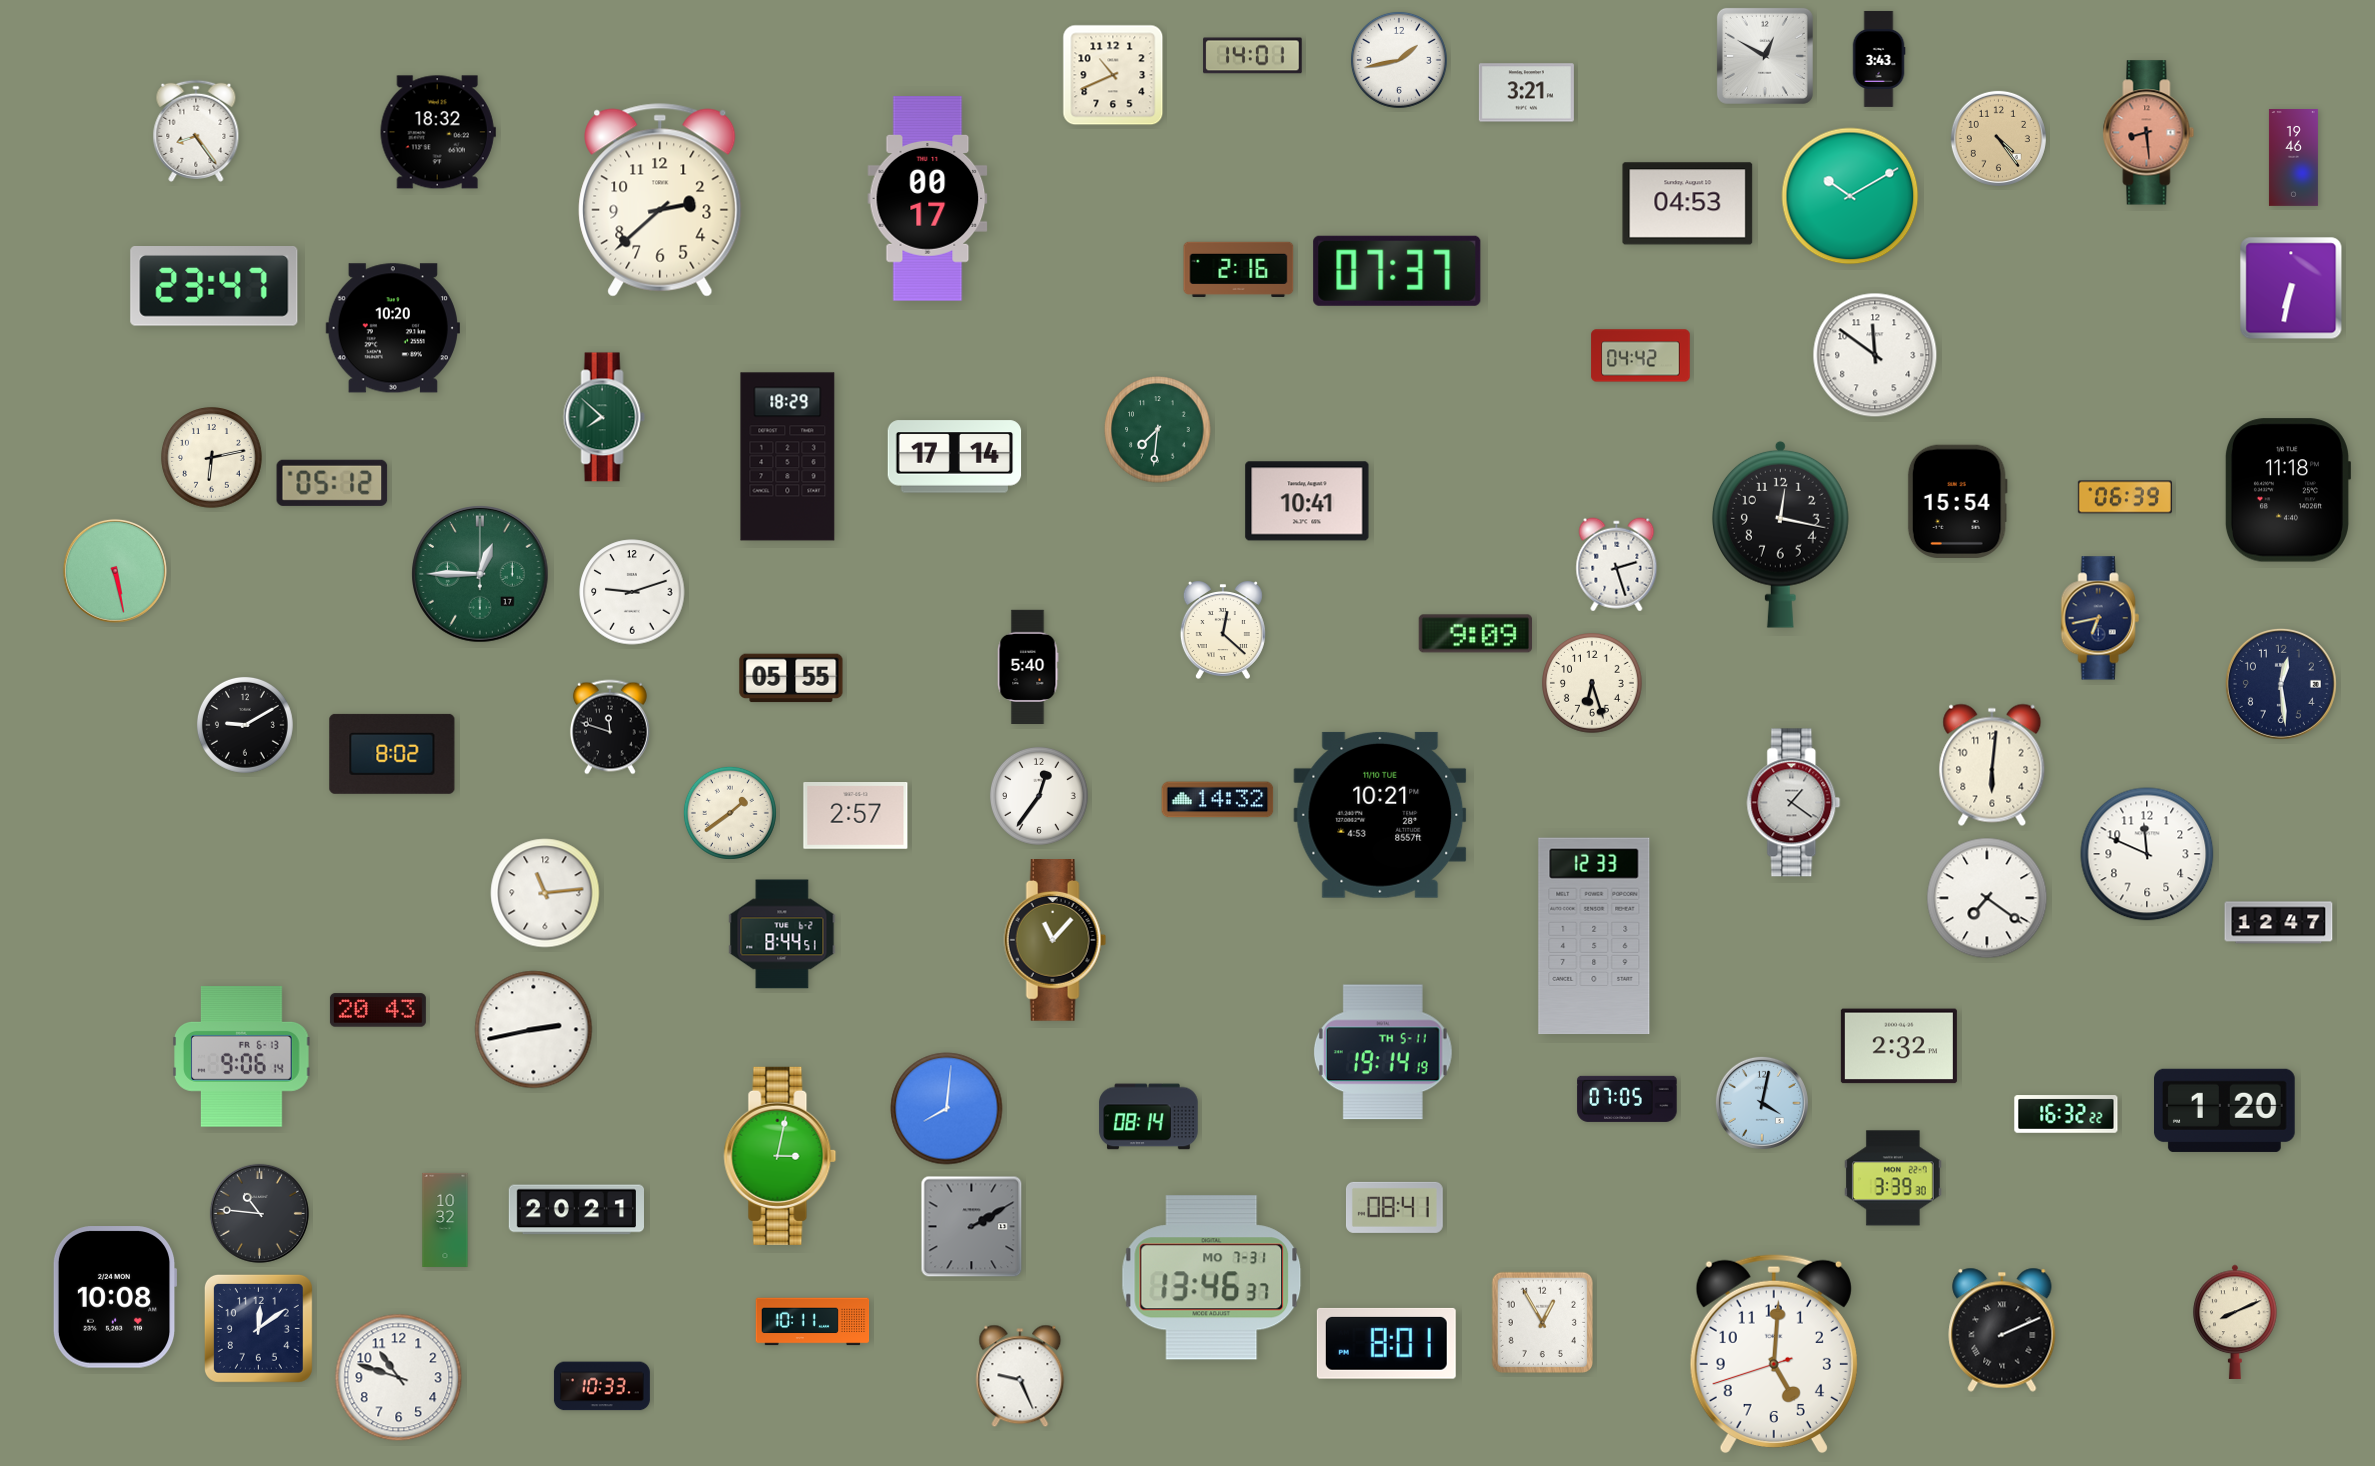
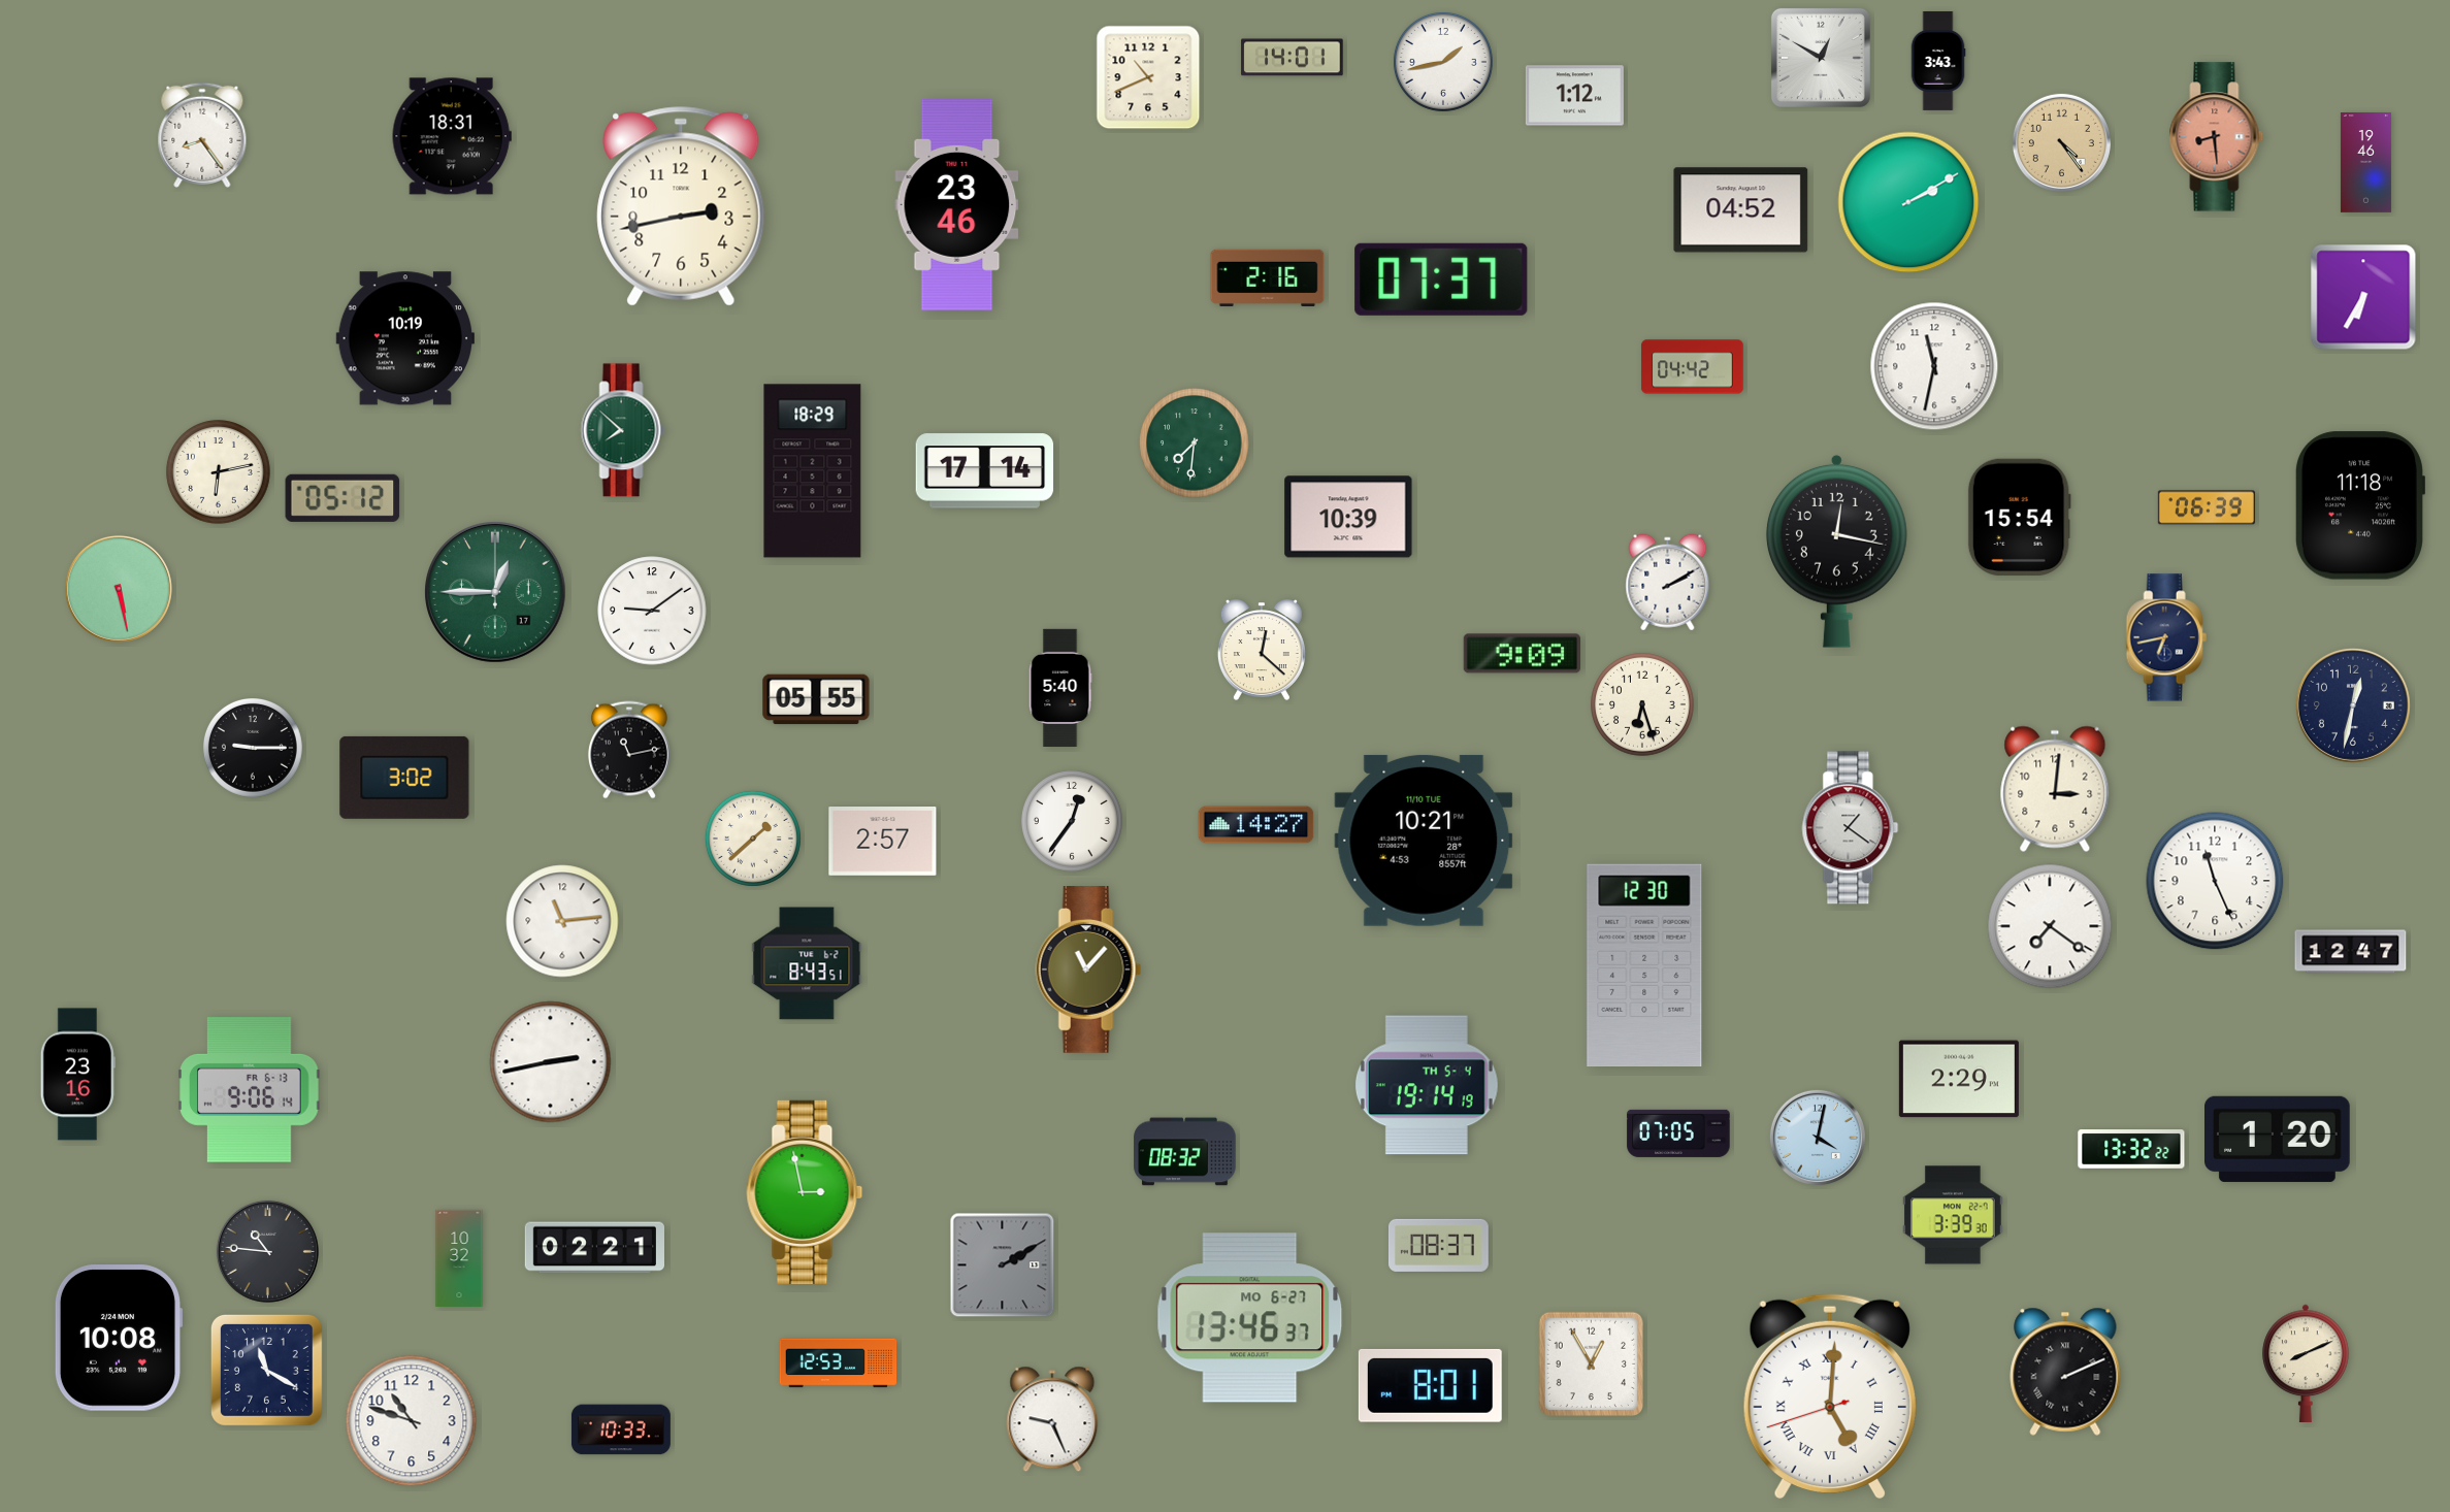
clock at (1526, 93): 3:21 -> 1:12
clock at (438, 132): 18:32 -> 18:31
clock at (1850, 196): 10:10 -> 2:10
clock at (928, 199): 00:17 -> 23:46
clock at (660, 200): 2:38 -> 2:43
clock at (1688, 204): 04:53 -> 04:52
clock at (1239, 269) position: (1239, 269) -> (1268, 277)
clock at (214, 286): 23:47 -> none
clock at (2291, 288): 6:32 -> 6:35
clock at (393, 328): 10:20 -> 10:19
clock at (1875, 355): 11:51 -> 11:32
clock at (2125, 497) position: (2125, 497) -> (2207, 507)
clock at (1307, 501): 10:41 -> 10:39
clock at (1617, 565): 2:27 -> 2:10
clock at (632, 592): 9:12 -> 9:09
clock at (2281, 684): 12:29 -> 12:32
clock at (245, 725): 9:10 -> 9:15
clock at (610, 727): 11:48 -> 11:13
clock at (392, 754): 8:02 -> 3:02
clock at (1992, 765): 6:01 -> 3:01
clock at (1218, 800): 14:32 -> 14:27
clock at (730, 813): 1:39 -> 1:38
clock at (2147, 854): 11:49 -> 11:26
clock at (782, 934): 8:44 -> 8:43
clock at (1594, 936): 12:33 -> 12:30
clock at (378, 1010): 20:43 -> none
clock at (77, 1075): none -> 23:16
clock at (1899, 1046): 2:32 -> 2:29
clock at (1383, 1052) date: TH 5-11 -> TH 5-4
clock at (947, 1109): 8:01 -> none
clock at (2225, 1110) position: (2225, 1110) -> (2278, 1139)
clock at (2066, 1114): 16:32 -> 13:32
clock at (1149, 1117): 08:14 -> 08:32
clock at (780, 1156): 3:02 -> 2:58
clock at (1394, 1207): 08:41 -> 08:37
clock at (576, 1210): 20:21 -> 02:21
clock at (1212, 1278) date: MO 7-31 -> MO 6-27
clock at (813, 1322): 10:11 -> 12:53
clock at (258, 1328): 12:09 -> 11:20
clock at (1774, 1354) numerals: Arabic -> Roman
